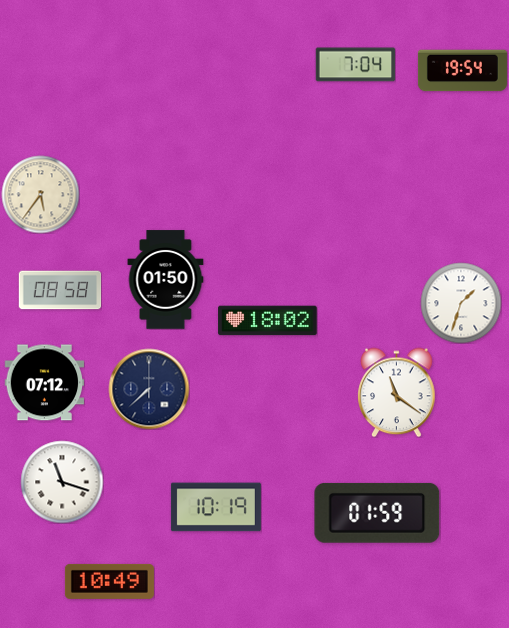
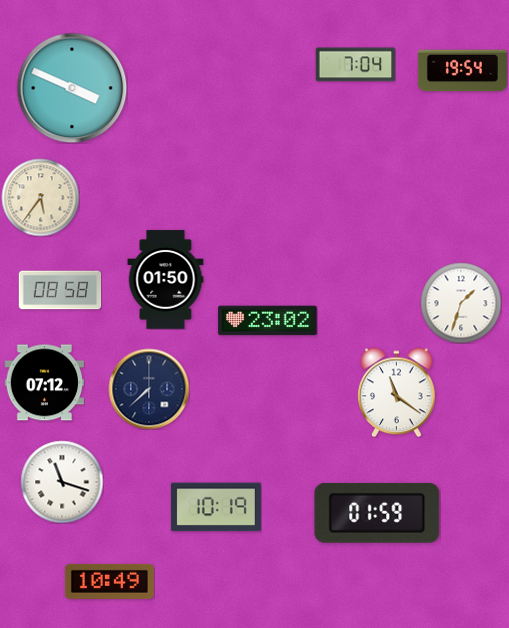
clock at (72, 88): none -> 3:49
clock at (40, 194) position: (40, 194) -> (40, 197)
clock at (268, 321): 18:02 -> 23:02
